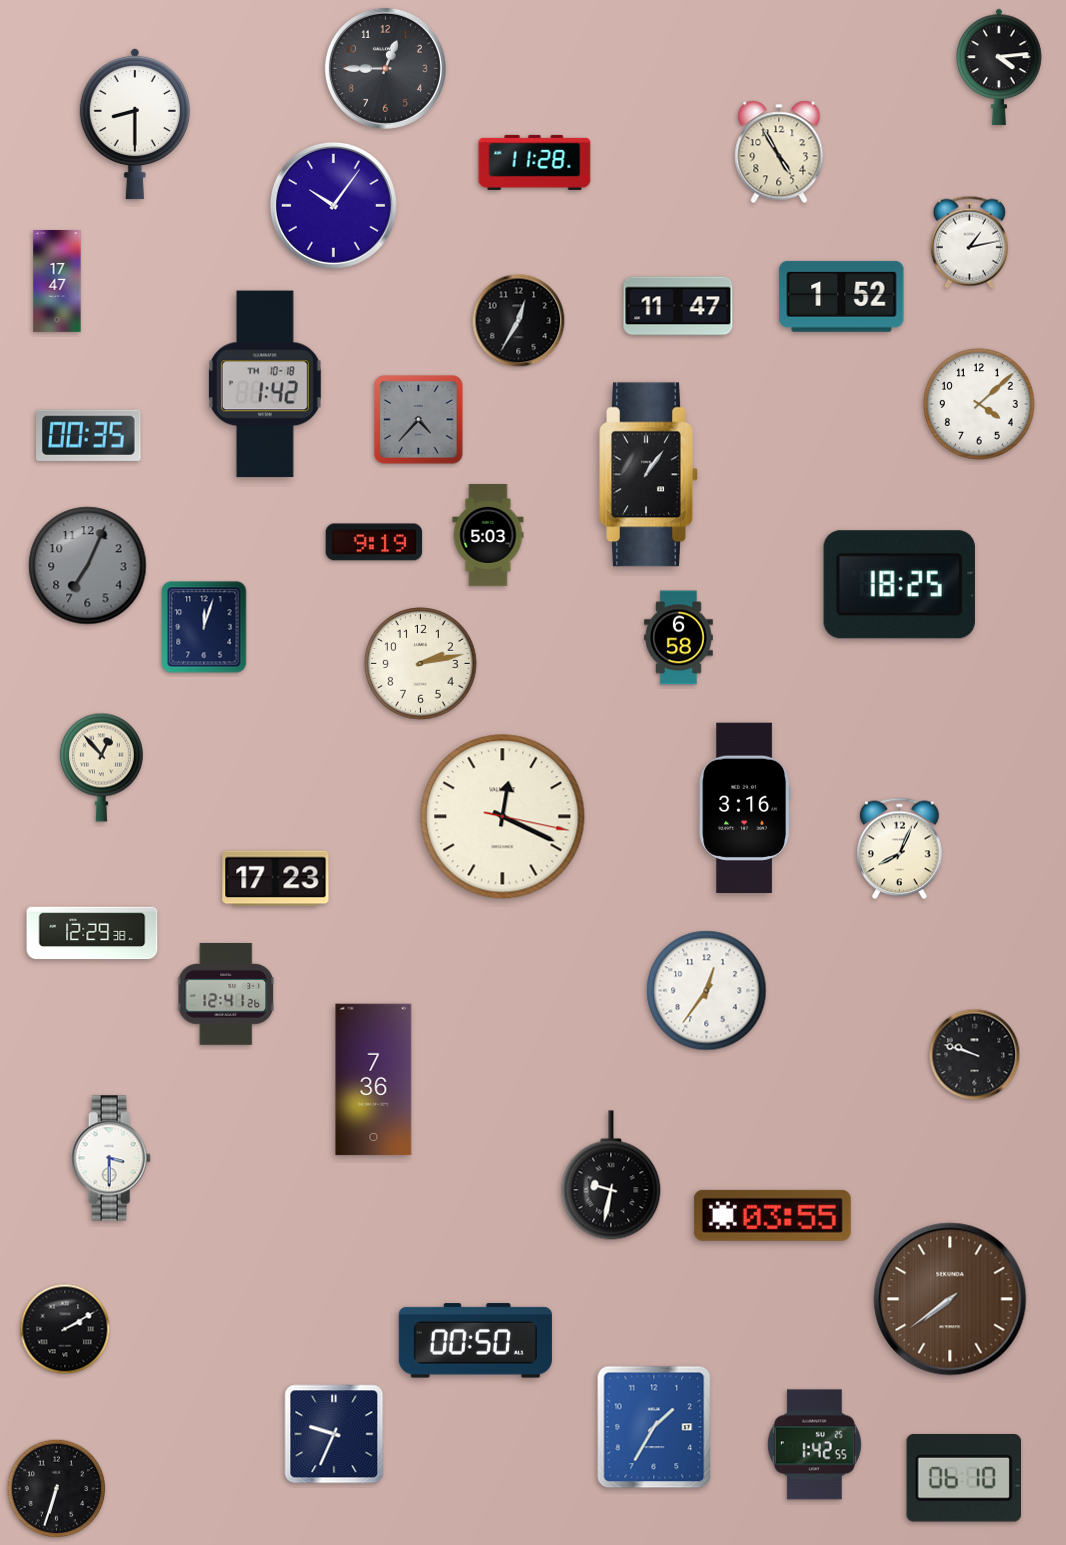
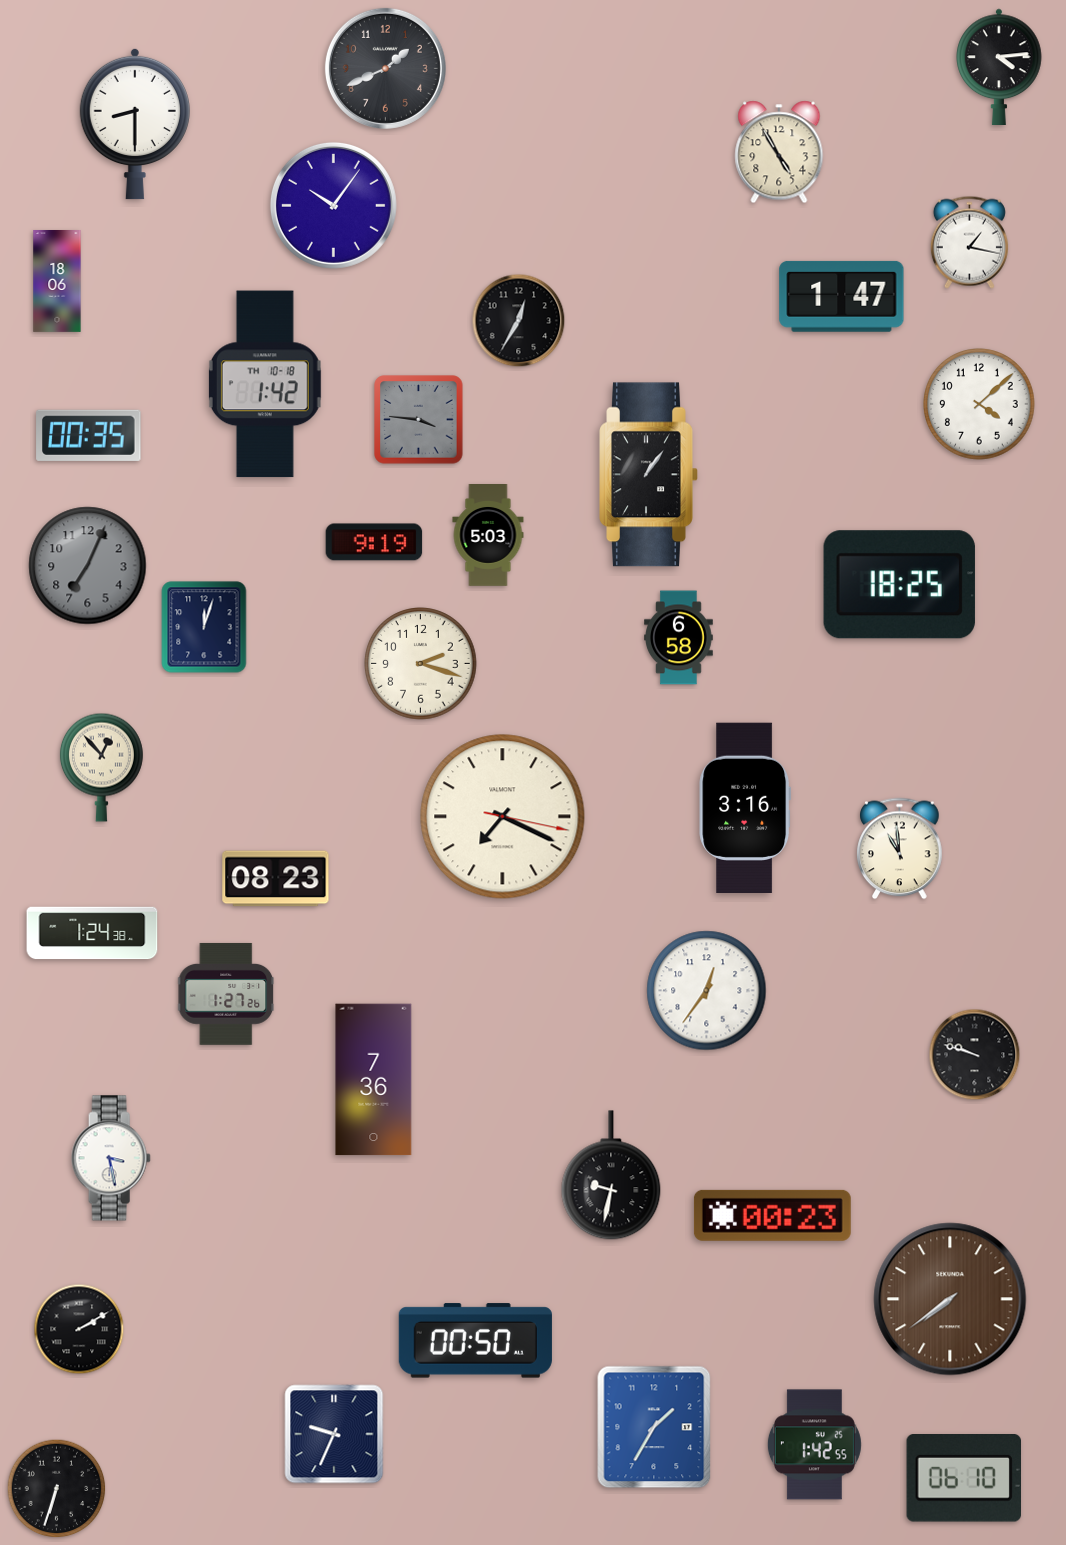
clock at (385, 68): 12:45 -> 1:41
clock at (535, 162): 11:28 -> none
clock at (969, 242): 1:13 -> 1:17
clock at (57, 282): 17:47 -> 18:06
clock at (842, 296): 1:52 -> 1:47
clock at (678, 306): 11:47 -> none
clock at (419, 420): 4:37 -> 3:46
clock at (421, 664): 2:13 -> 2:18
clock at (503, 817): 12:19 -> 7:19
clock at (900, 849): 8:04 -> 10:59
clock at (276, 879): 17:23 -> 08:23
clock at (92, 933): 12:29 -> 1:24
clock at (227, 994): 12:41 -> 1:27
clock at (111, 1158): 3:30 -> 3:28
clock at (772, 1215): 03:55 -> 00:23
clock at (65, 1329) position: (65, 1329) -> (79, 1329)
